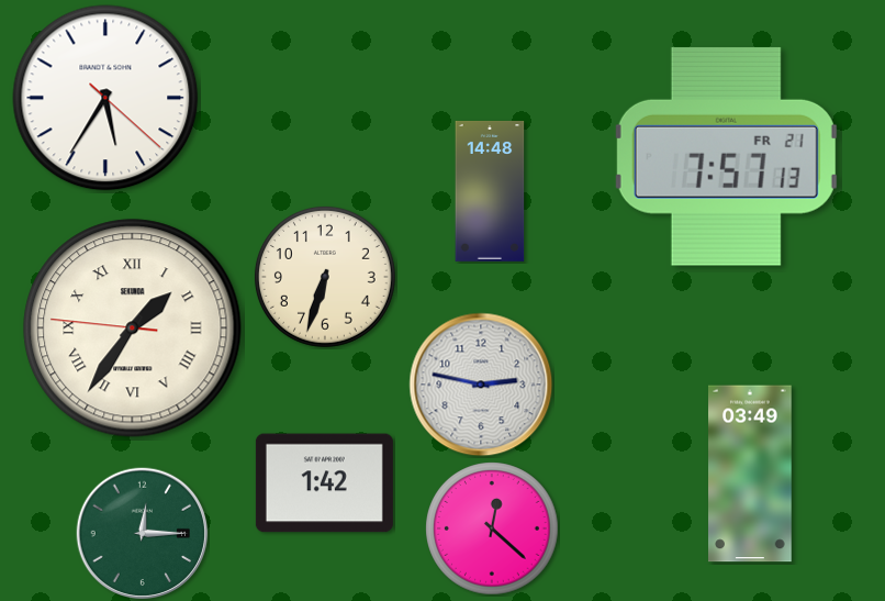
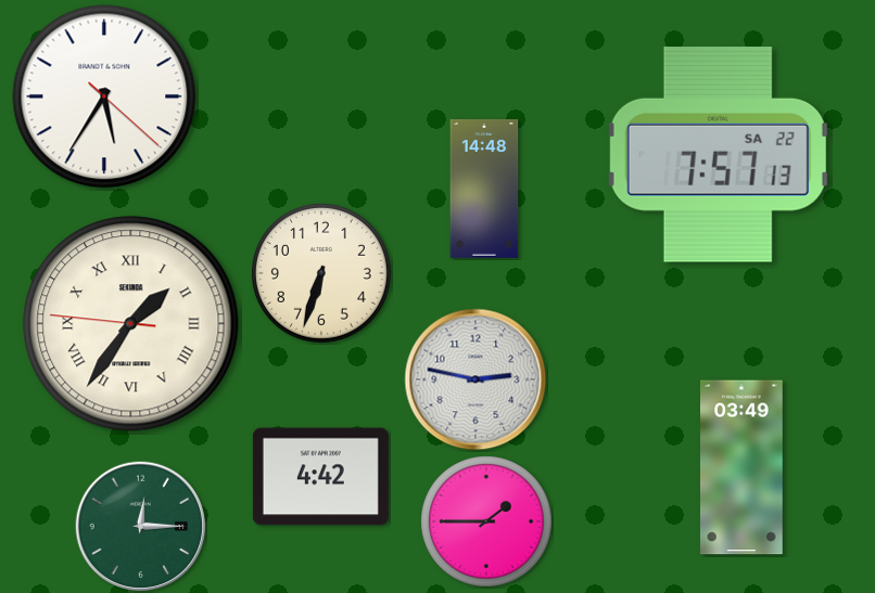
clock at (726, 156) date: FR 21 -> SA 22
clock at (324, 483): 1:42 -> 4:42
clock at (492, 528): 12:22 -> 1:45
